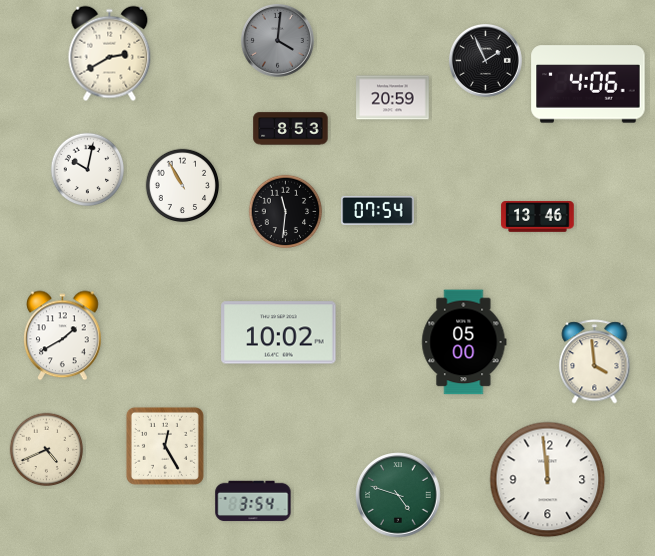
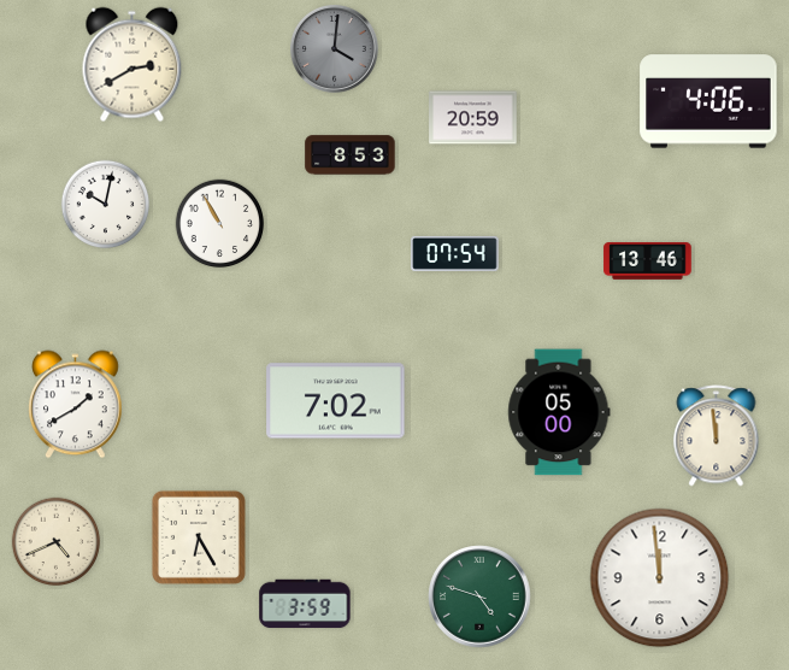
clock at (486, 61): 1:56 -> none
clock at (286, 212): 11:31 -> none
clock at (279, 333): 10:02 -> 7:02
clock at (595, 362): 3:59 -> 11:59
clock at (165, 446): 12:25 -> 6:25
clock at (253, 501): 3:54 -> 3:59
